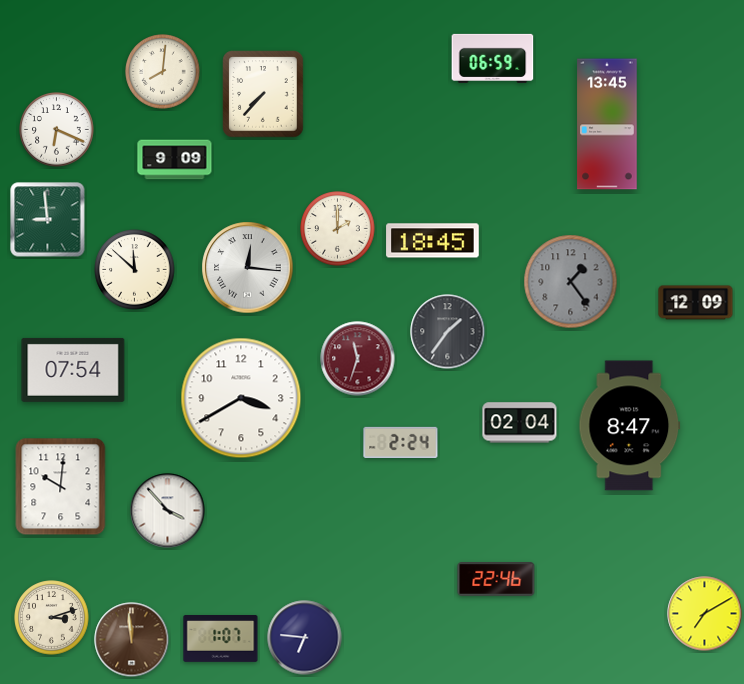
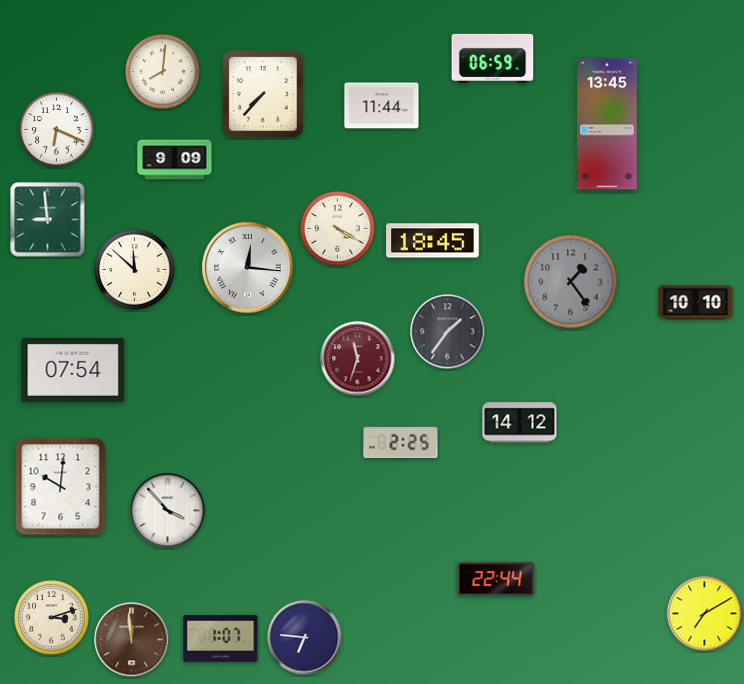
clock at (382, 106): none -> 11:44
clock at (338, 229): 2:00 -> 4:20
clock at (696, 303): 12:09 -> 10:10
clock at (241, 398): 3:40 -> none
clock at (520, 423): 02:04 -> 14:12
clock at (630, 426): 8:47 -> none
clock at (401, 442): 2:24 -> 2:25
clock at (496, 580): 22:46 -> 22:44
